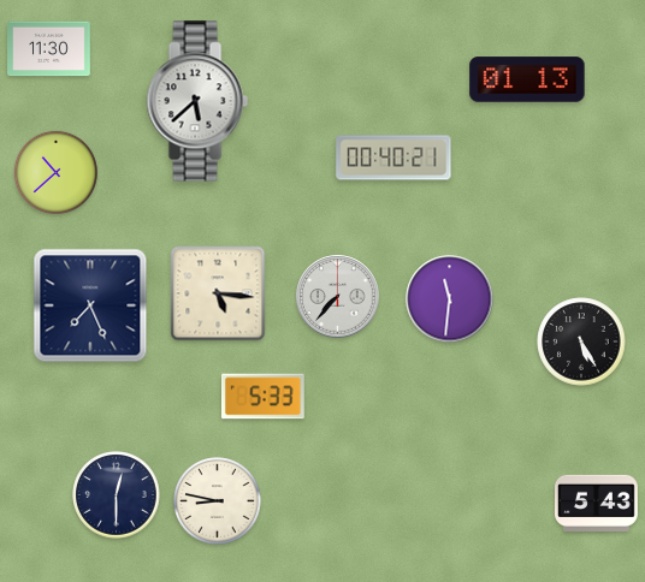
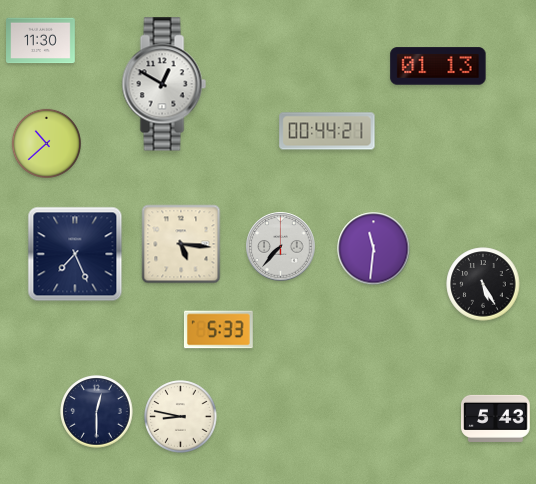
clock at (197, 101): 5:38 -> 12:50
clock at (393, 158): 00:40 -> 00:44
